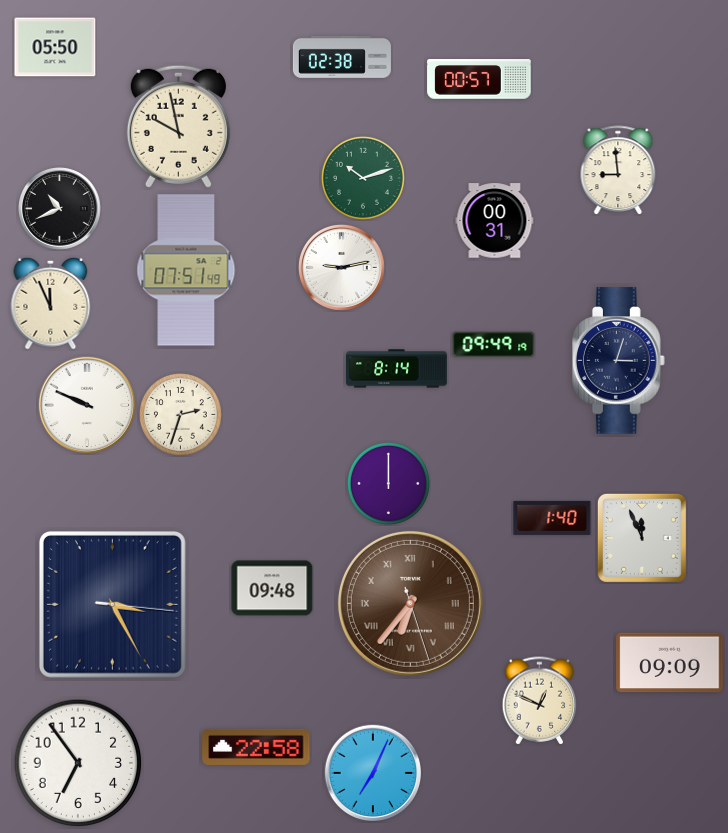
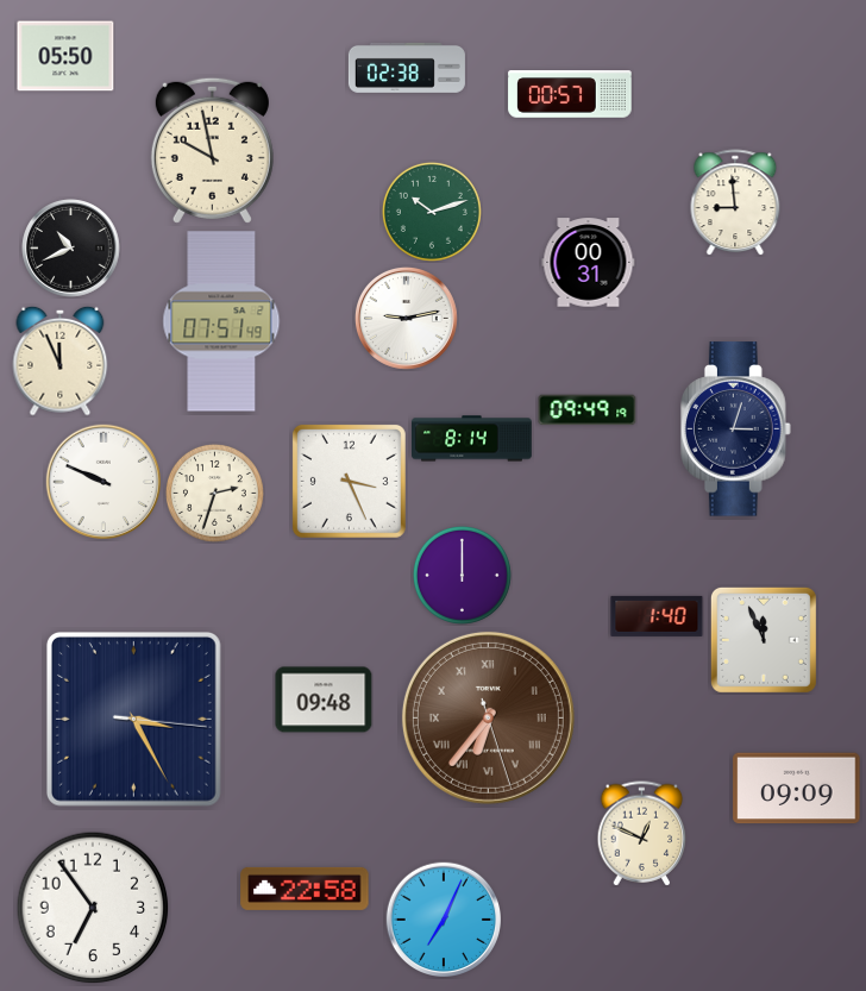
clock at (349, 481): none -> 3:26
